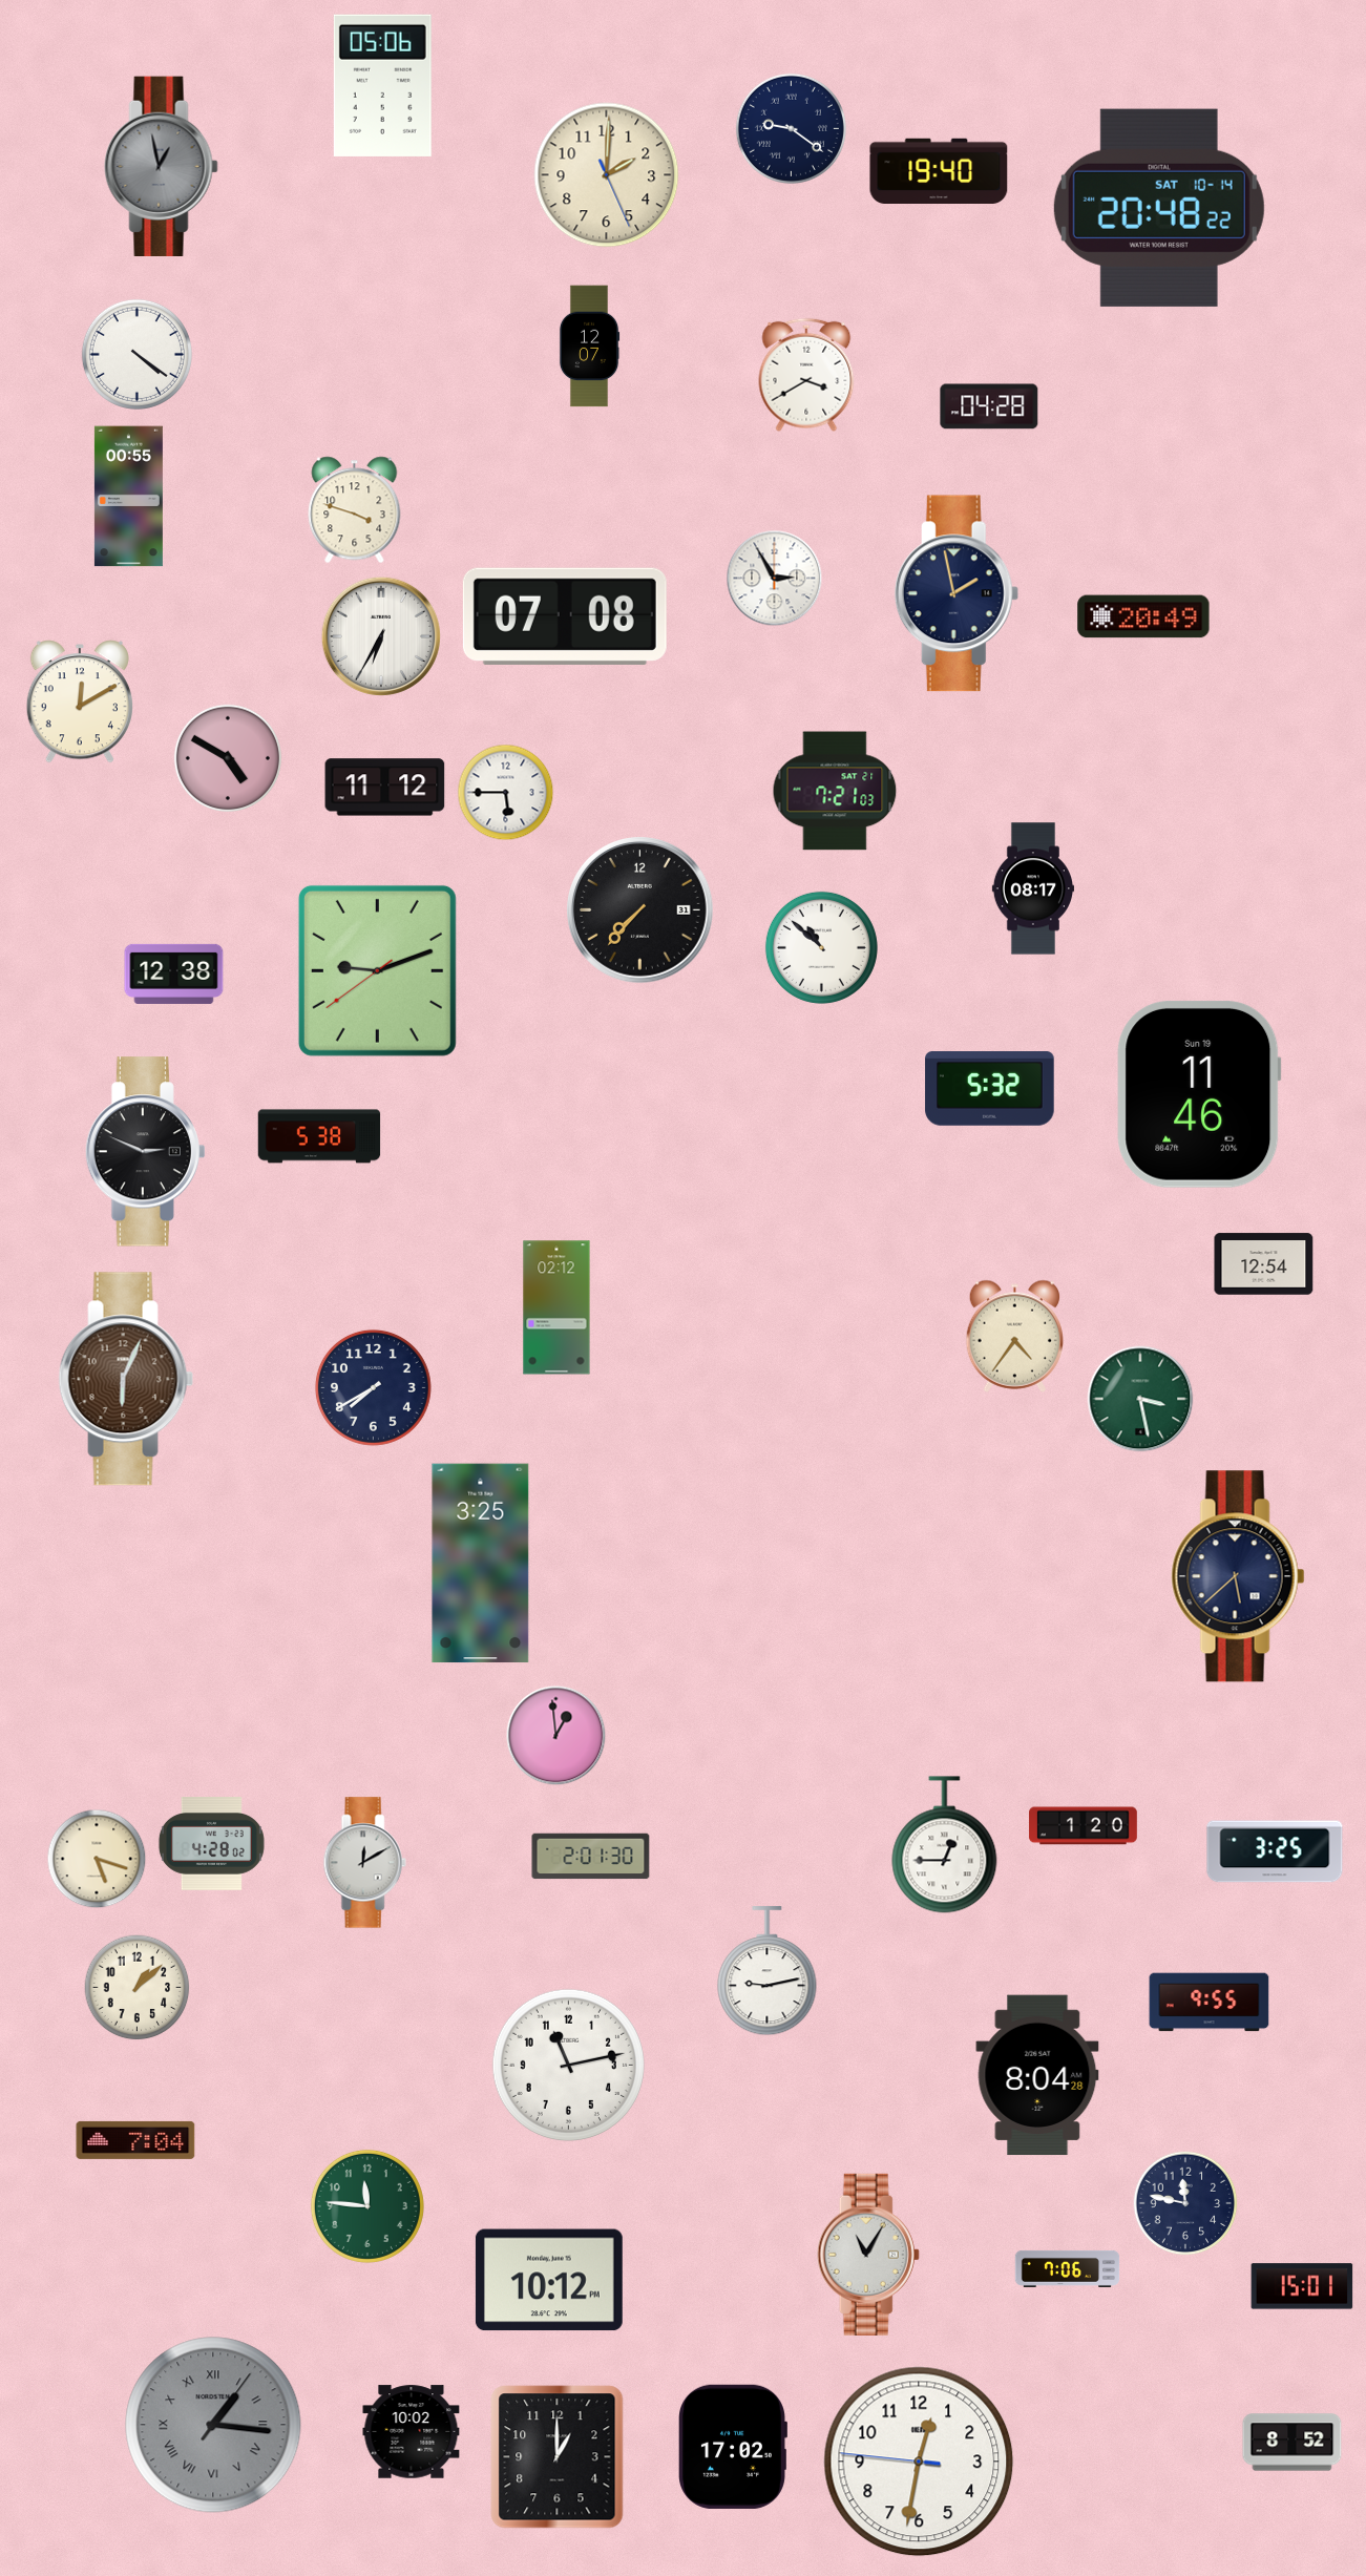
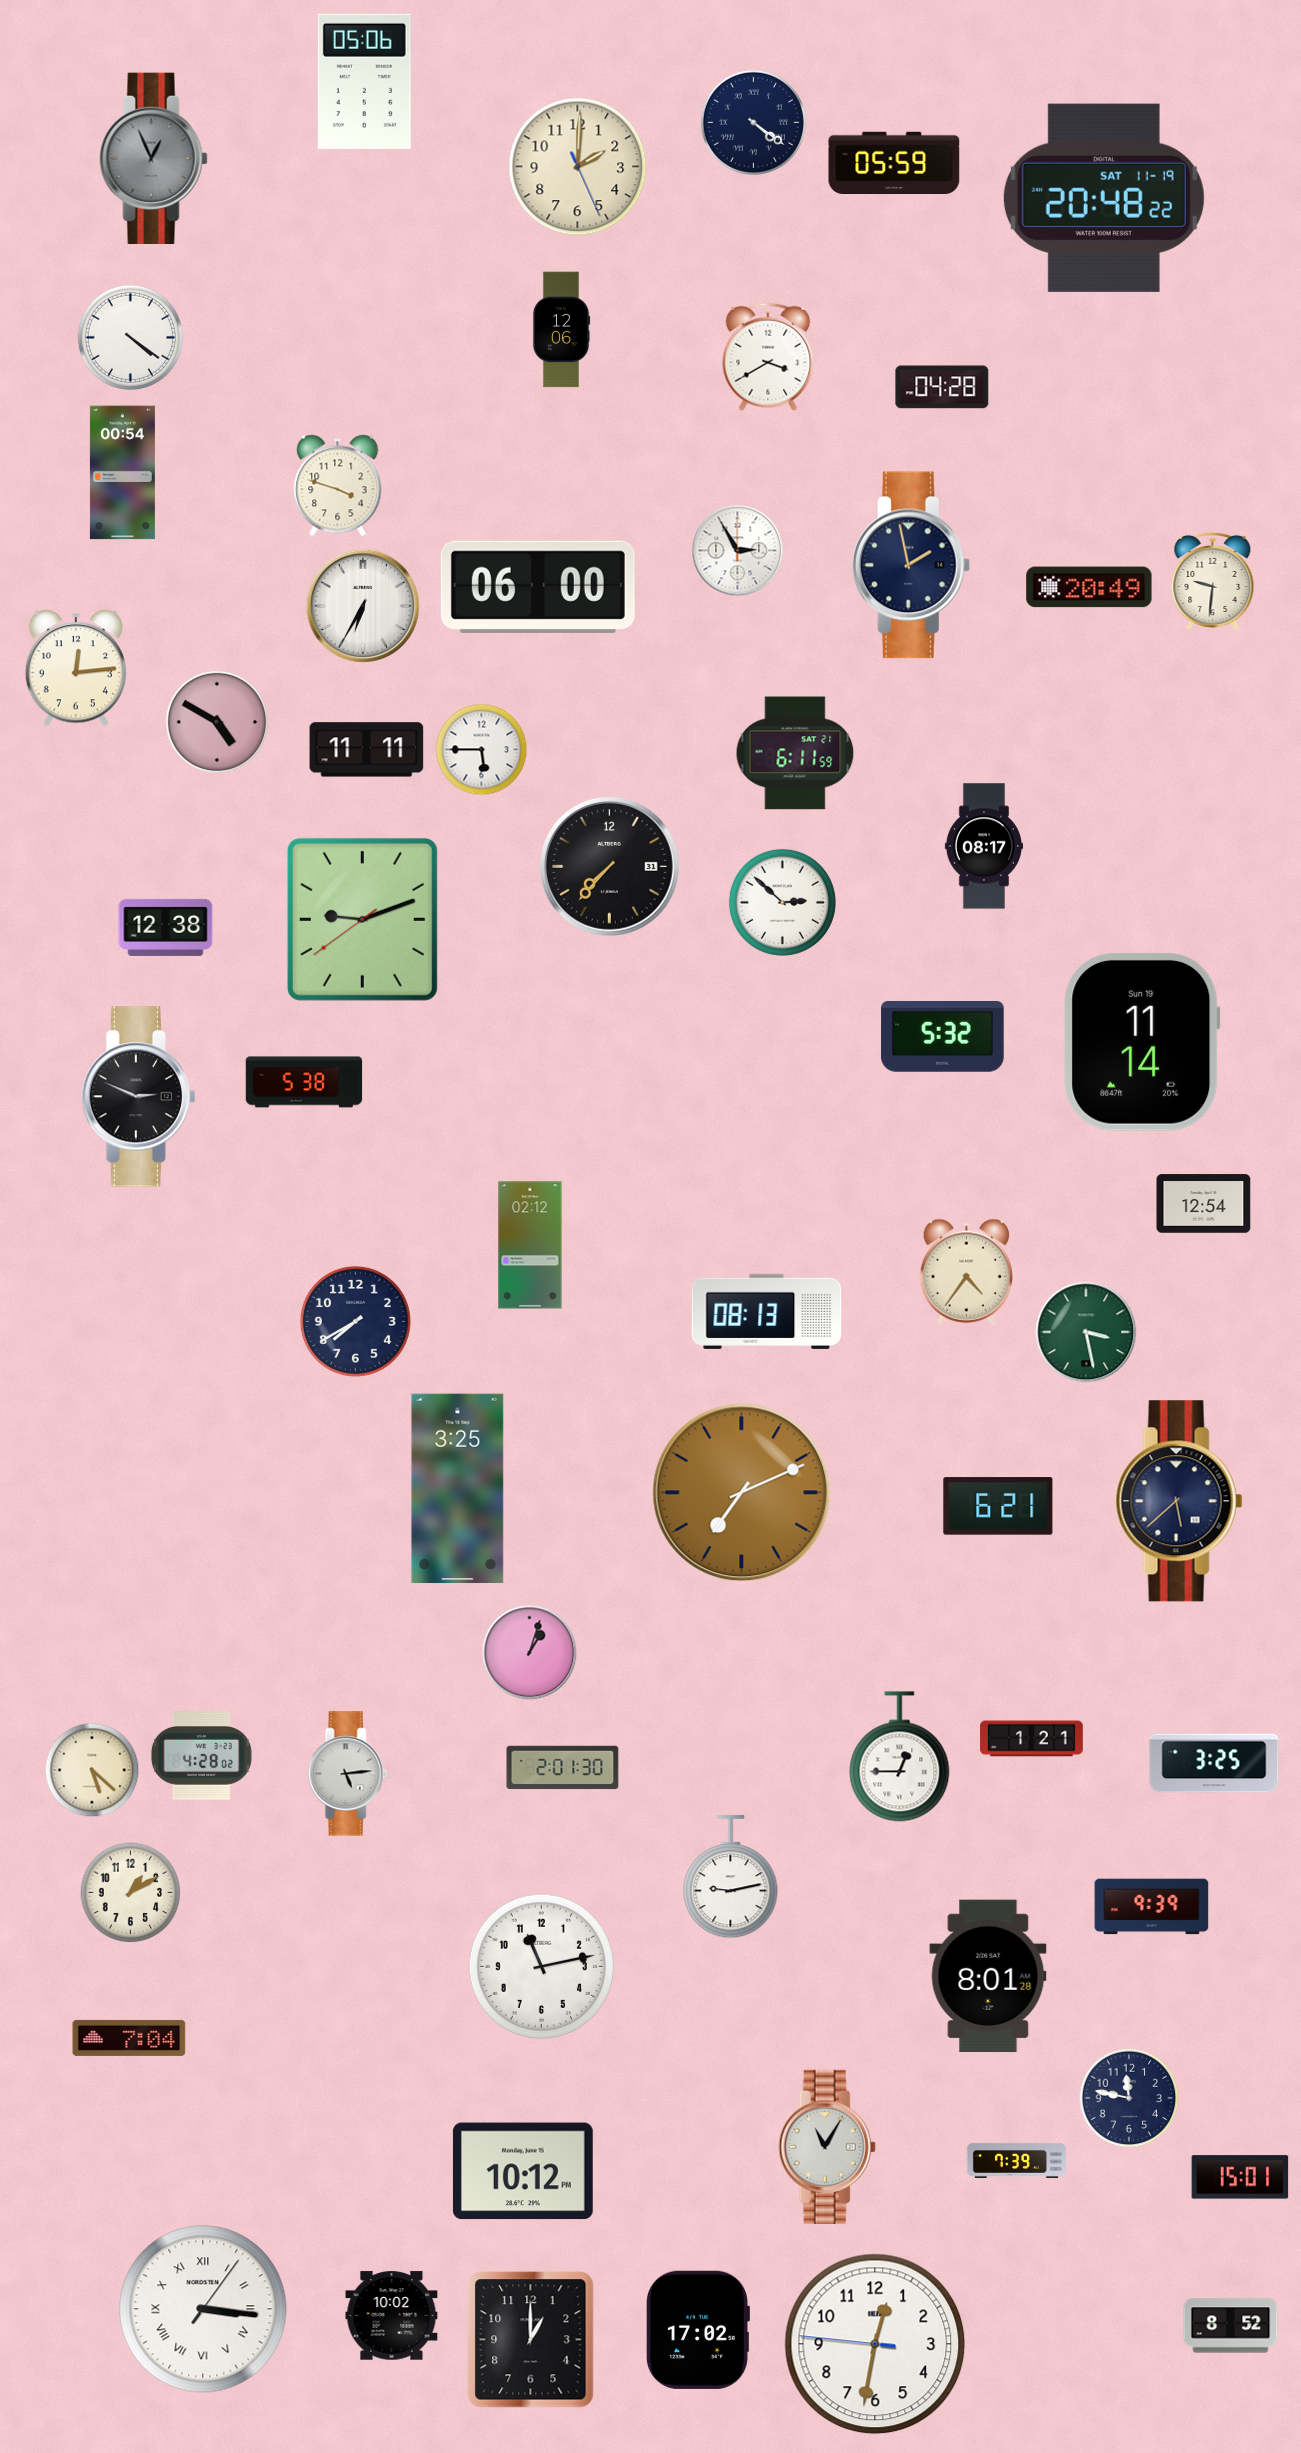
clock at (791, 128): 9:21 -> 4:21
clock at (162, 166): 12:58 -> 12:56
clock at (939, 170): 19:40 -> 05:59
clock at (1159, 208) date: SAT 10-14 -> SAT 11-19
clock at (589, 347): 12:07 -> 12:06
clock at (128, 497): 00:55 -> 00:54
clock at (1213, 581): none -> 9:31
clock at (565, 616): 07:08 -> 06:00
clock at (80, 701): 12:10 -> 12:14
clock at (385, 788): 11:12 -> 11:11
clock at (835, 791): 7:21 -> 6:11
clock at (506, 793) position: (506, 793) -> (482, 750)
clock at (821, 947): 10:52 -> 2:52
clock at (377, 970) position: (377, 970) -> (362, 919)
clock at (1199, 1094): 11:46 -> 11:14
clock at (767, 1311): none -> 08:13
clock at (126, 1379): 6:04 -> none
clock at (742, 1493): none -> 7:11
clock at (998, 1506): none -> 6:21
clock at (556, 1736): 12:59 -> 1:03
clock at (1084, 1826): 1:20 -> 1:21
clock at (97, 1859): 5:18 -> 5:22
clock at (364, 1863): 12:10 -> 5:14
clock at (138, 1988): 1:08 -> 1:10
clock at (1210, 2003): 9:55 -> 9:39
clock at (1037, 2075): 8:04 -> 8:01
clock at (367, 2206): 11:46 -> none
clock at (1068, 2268): 7:06 -> 7:39
clock at (213, 2425): 1:16 -> 3:16
clock at (213, 2425) dial: grey -> white
